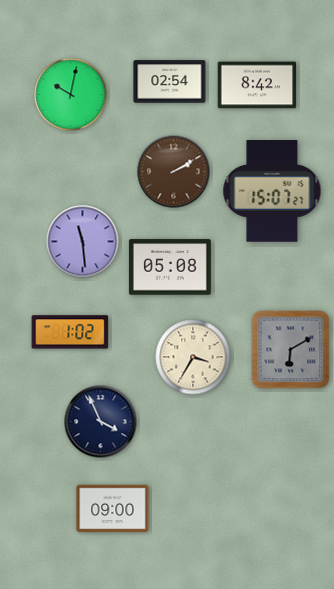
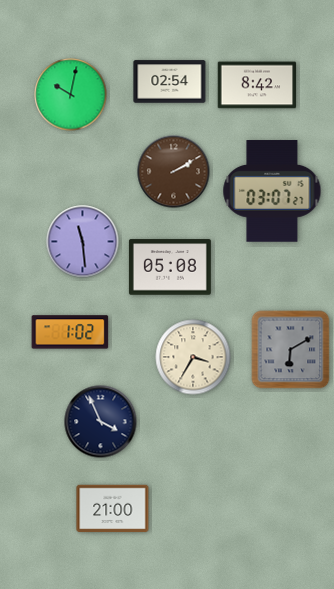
clock at (272, 191): 15:07 -> 03:07
clock at (113, 509): 09:00 -> 21:00
